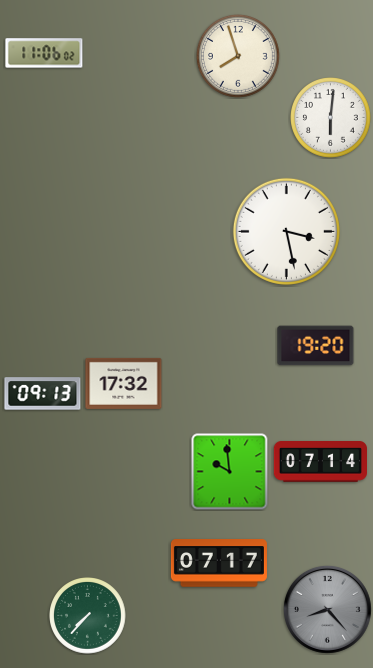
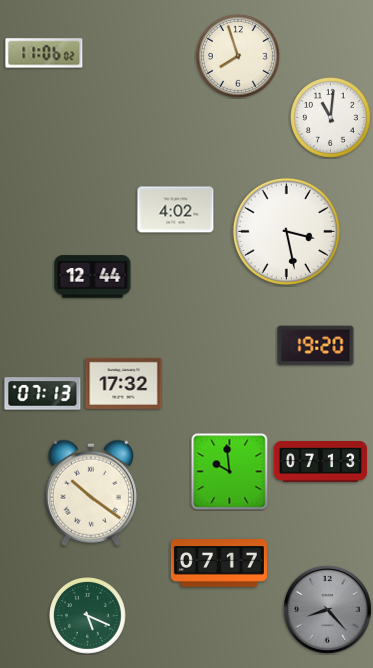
clock at (331, 118): 6:01 -> 11:01
clock at (176, 210): none -> 4:02
clock at (93, 277): none -> 12:44
clock at (43, 394): 09:13 -> 07:13
clock at (320, 462): 07:14 -> 07:13
clock at (91, 493): none -> 10:21
clock at (88, 616): 7:37 -> 5:19
